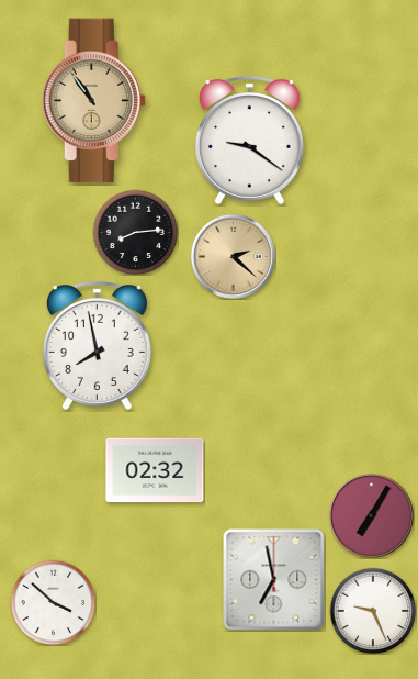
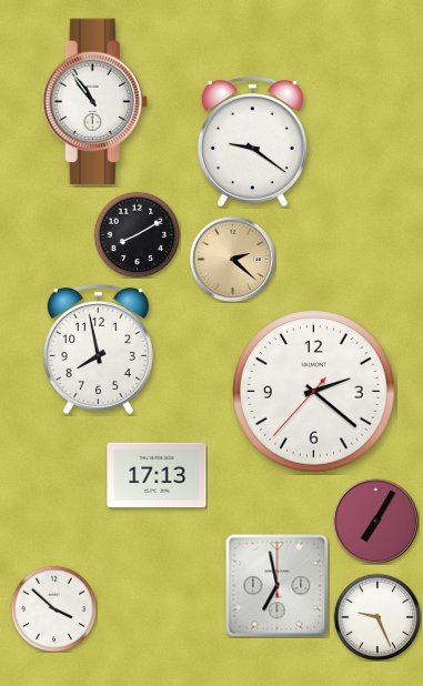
clock at (93, 101) dial: champagne -> white
clock at (135, 232): 8:14 -> 8:10
clock at (233, 256) position: (233, 256) -> (232, 259)
clock at (314, 392): none -> 2:21
clock at (155, 470): 02:32 -> 17:13
